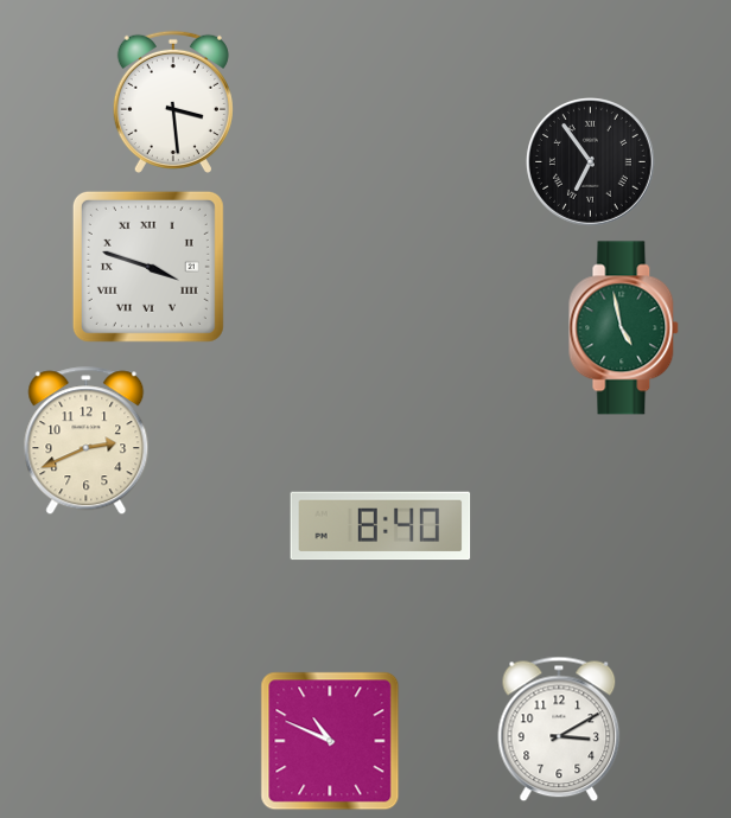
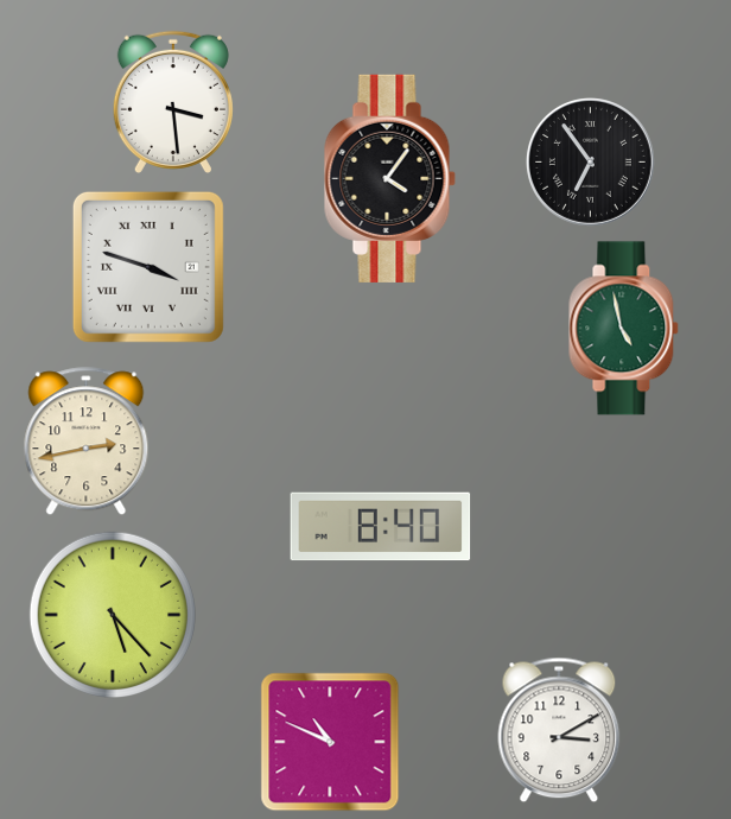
clock at (389, 178): none -> 4:06
clock at (87, 441): 2:41 -> 2:43
clock at (112, 614): none -> 5:23
